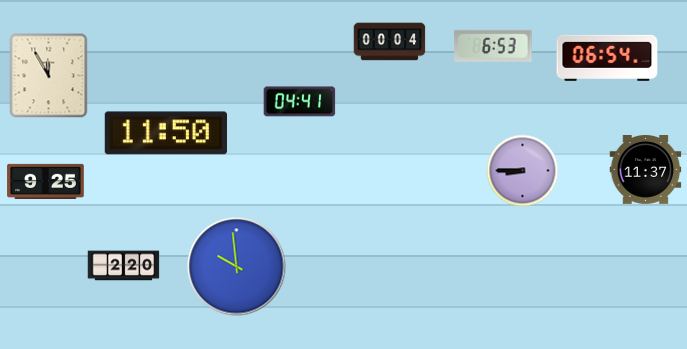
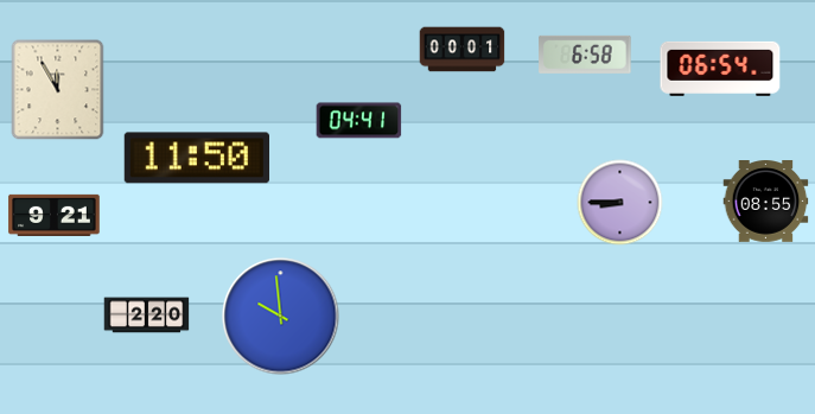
clock at (390, 42): 00:04 -> 00:01
clock at (493, 46): 6:53 -> 6:58
clock at (300, 102) position: (300, 102) -> (359, 121)
clock at (646, 170): 11:37 -> 08:55
clock at (46, 181): 9:25 -> 9:21
